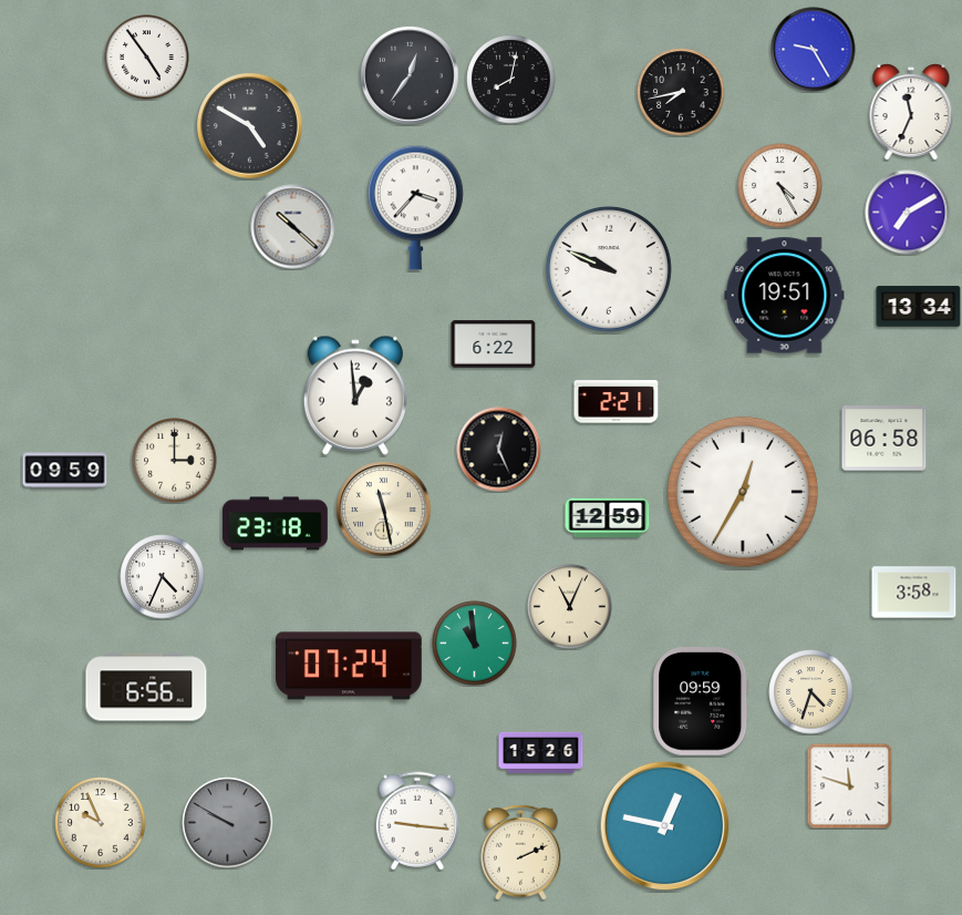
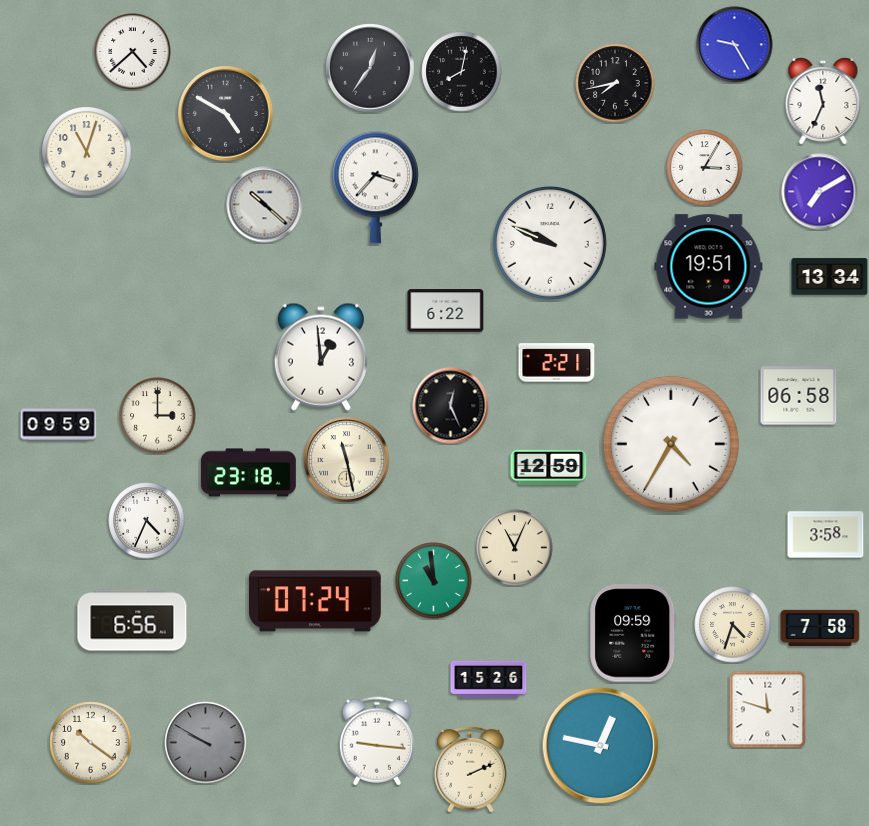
clock at (147, 58): 4:54 -> 4:38
clock at (87, 152): none -> 11:03
clock at (780, 186): 4:25 -> 3:05
clock at (743, 492): 12:35 -> 4:35
clock at (475, 644) position: (475, 644) -> (434, 581)
clock at (820, 627): none -> 7:58
clock at (101, 823): 9:56 -> 10:21
